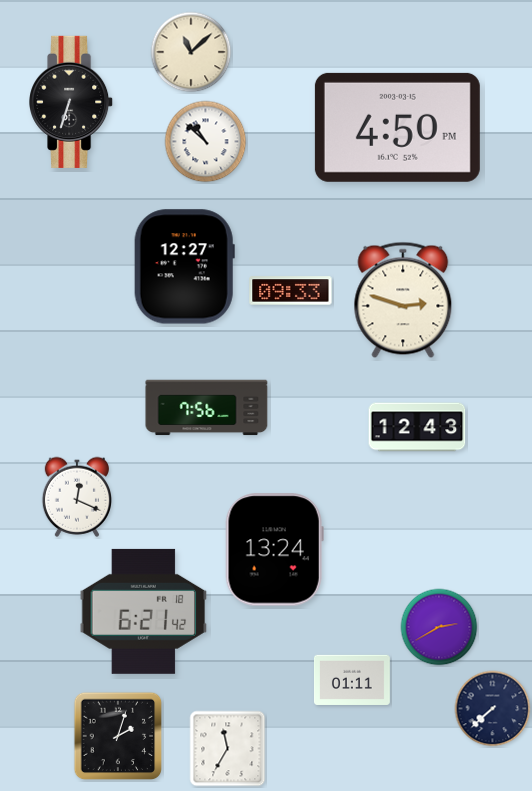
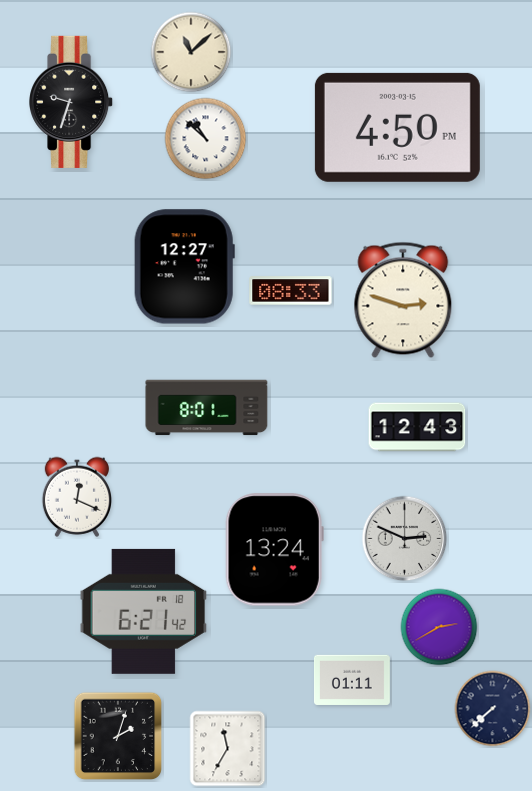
clock at (72, 102): 6:33 -> 9:33
clock at (206, 142) position: (206, 142) -> (206, 139)
clock at (291, 291): 09:33 -> 08:33
clock at (207, 408): 7:56 -> 8:01
clock at (405, 539): none -> 2:49
